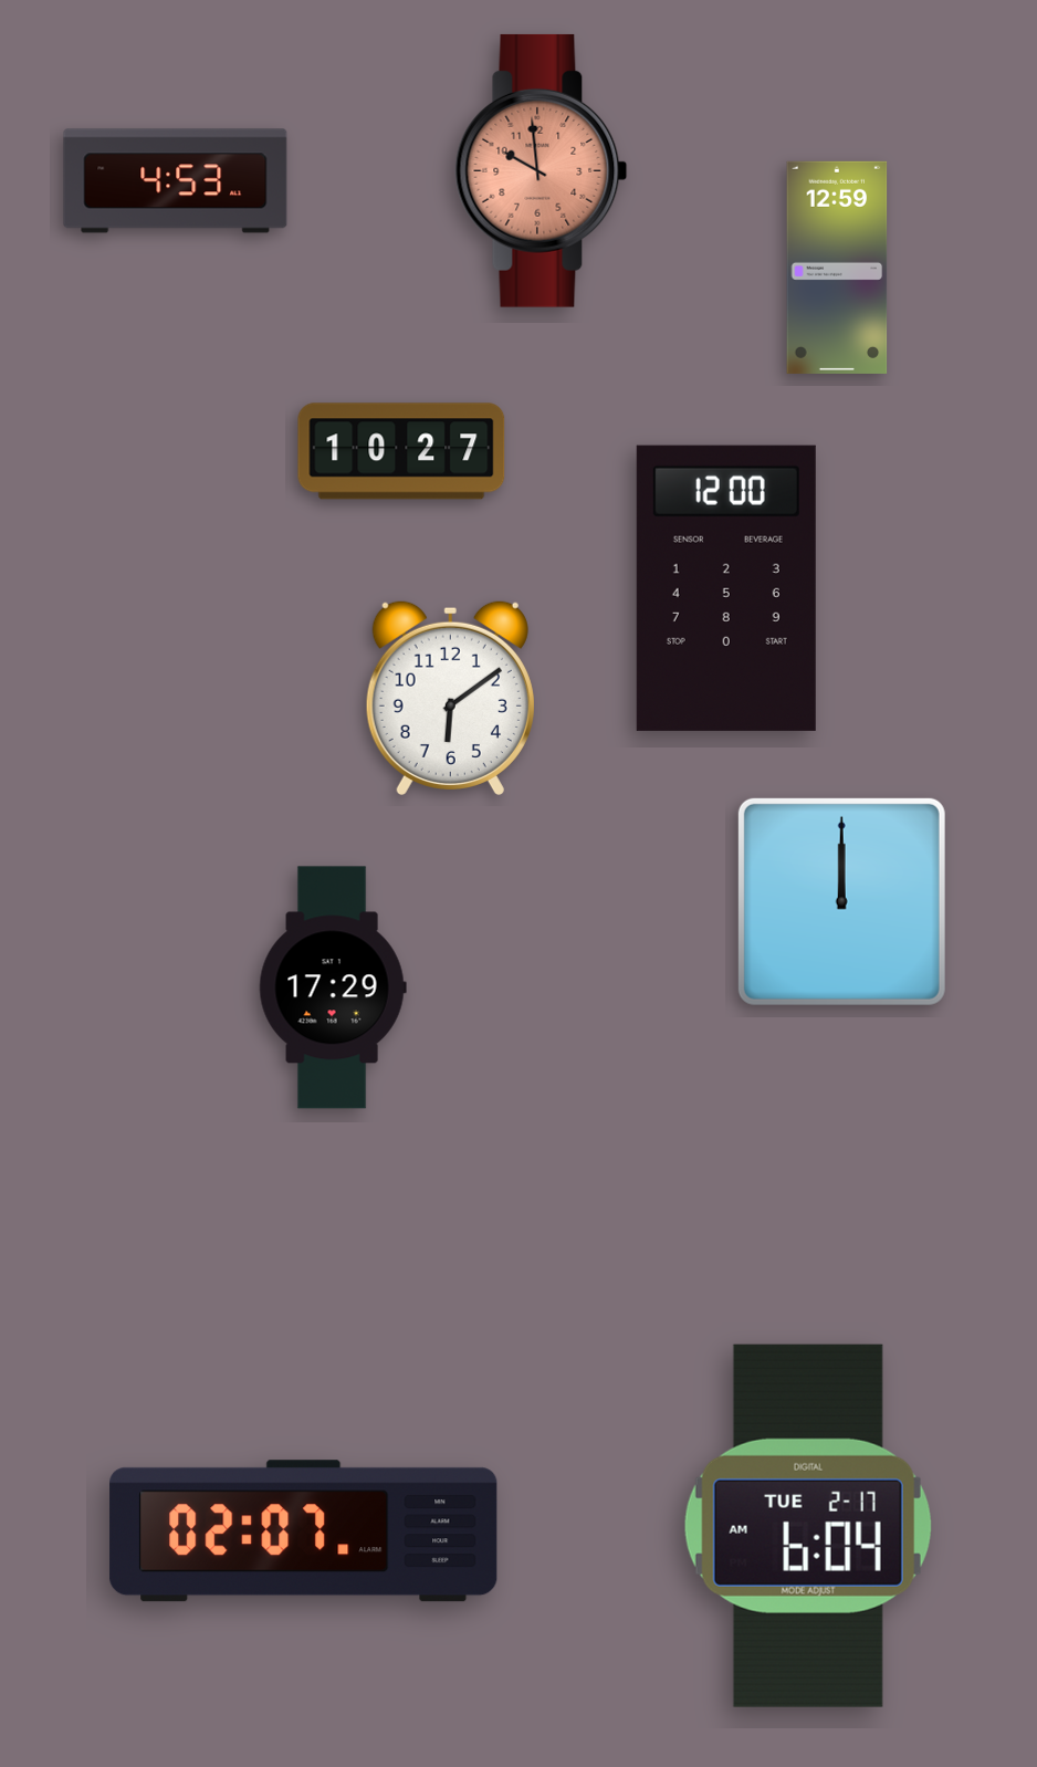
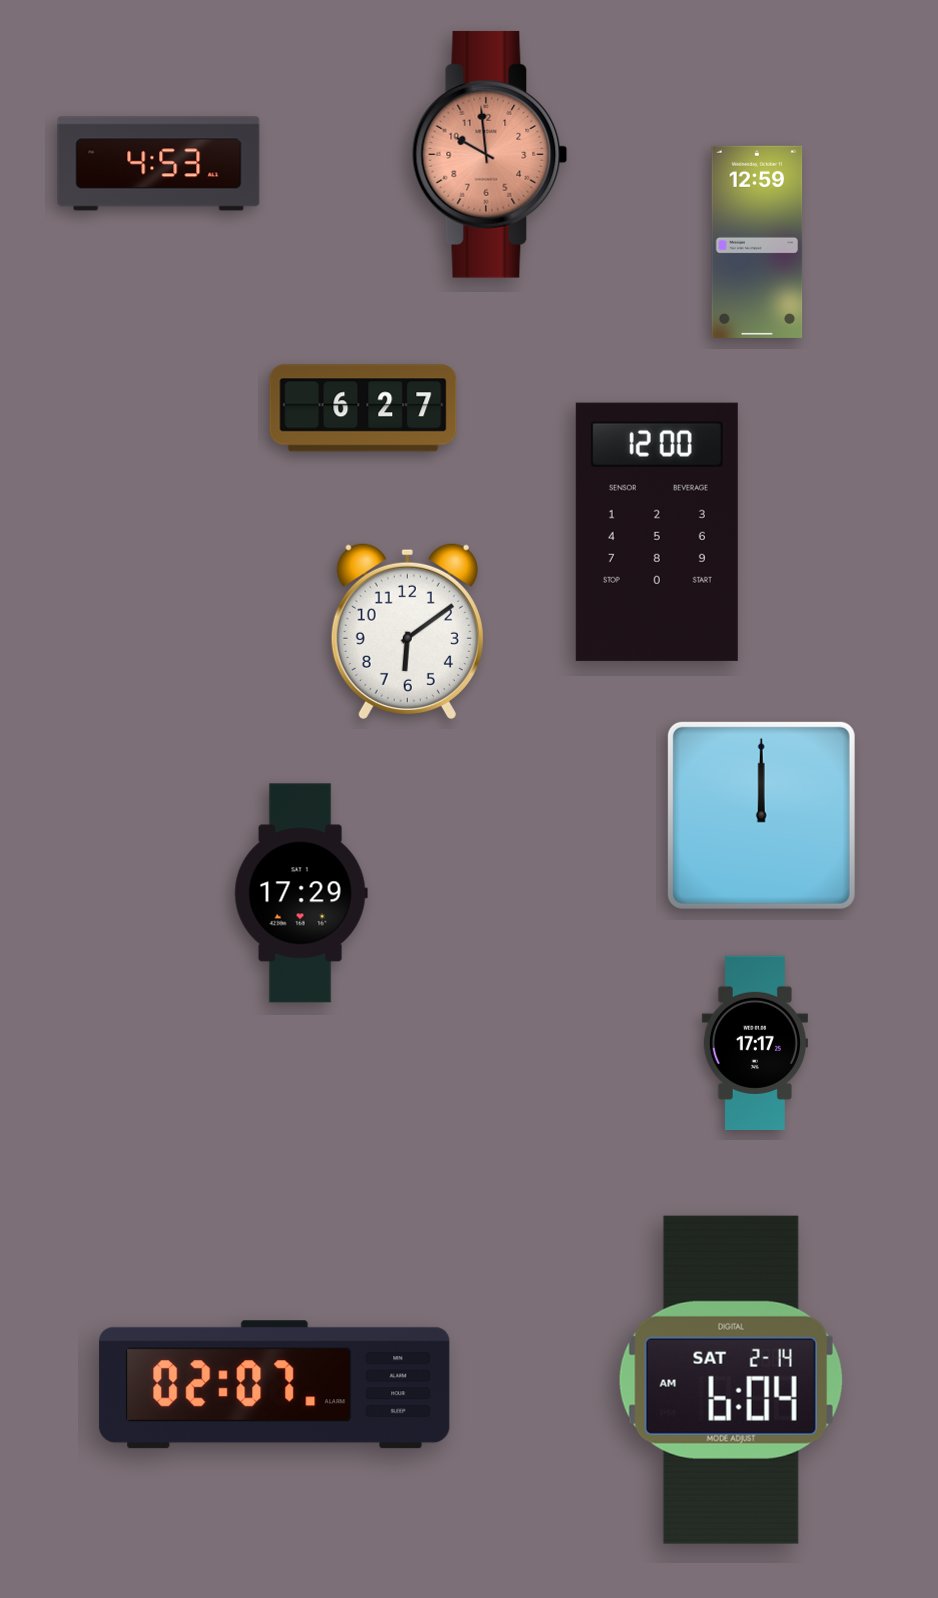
clock at (401, 451): 10:27 -> 6:27
clock at (755, 1042): none -> 17:17
clock at (808, 1526) date: TUE 2-17 -> SAT 2-14
